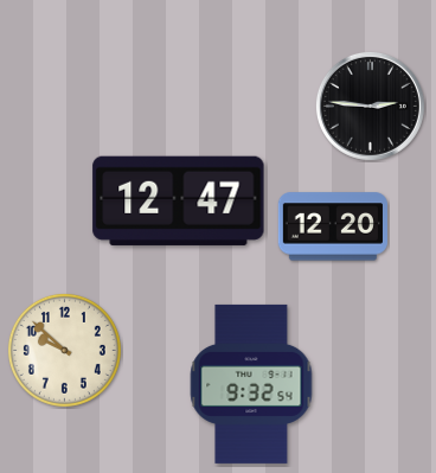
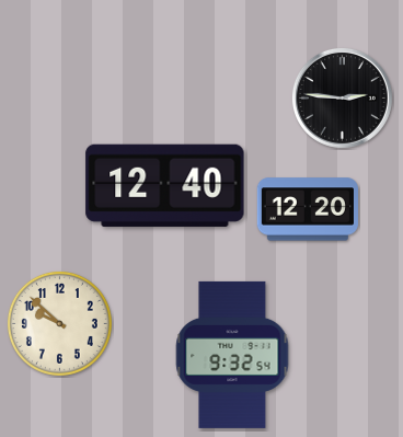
clock at (179, 200): 12:47 -> 12:40
